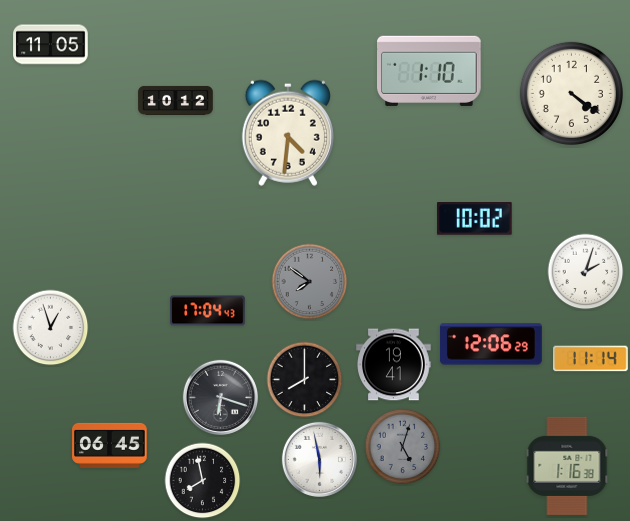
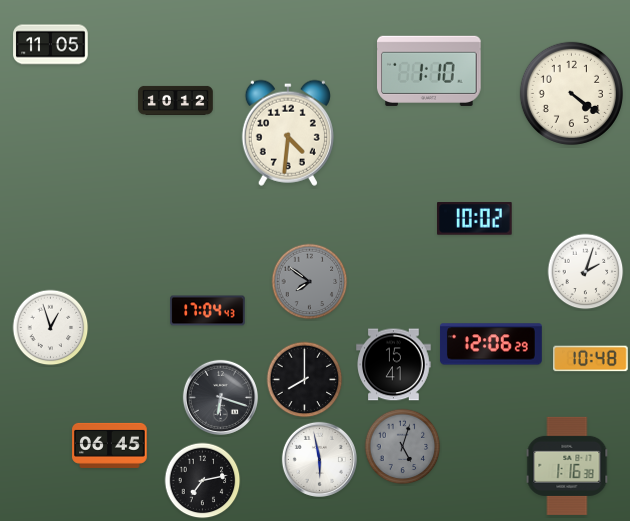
clock at (591, 359): 11:14 -> 10:48
clock at (394, 365): 19:41 -> 15:41
clock at (203, 481): 7:58 -> 7:13
